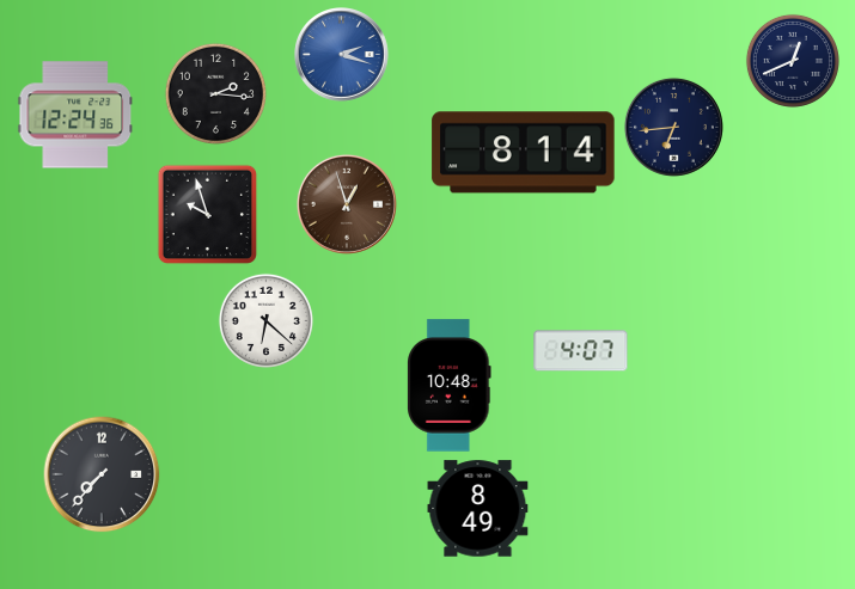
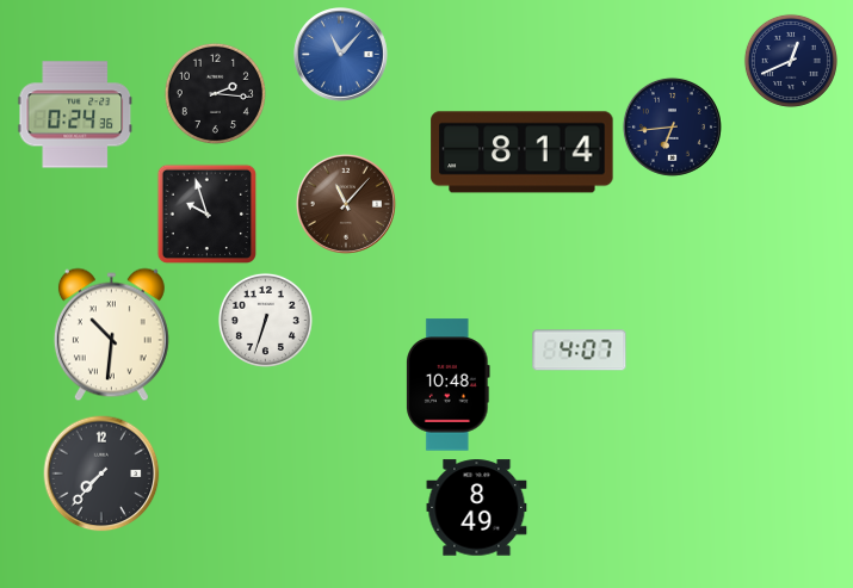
clock at (342, 55): 2:18 -> 11:07
clock at (75, 115): 12:24 -> 0:24
clock at (347, 204): 12:57 -> 11:07
clock at (265, 320): 6:22 -> 6:33
clock at (111, 335): none -> 10:31
